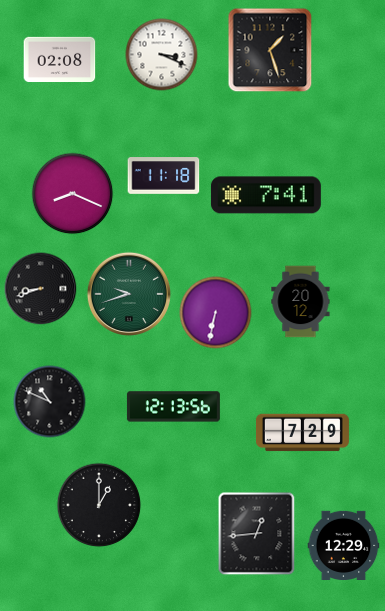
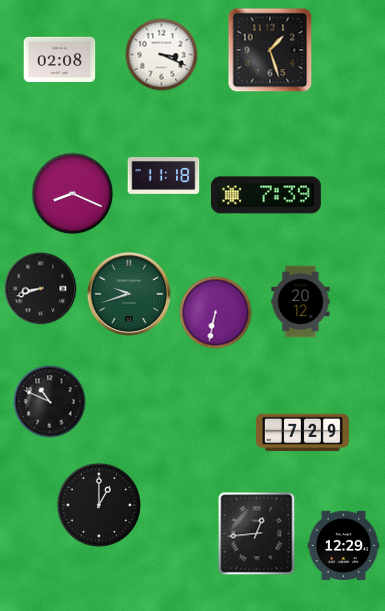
clock at (266, 195): 7:41 -> 7:39
clock at (173, 407): 12:13 -> none
